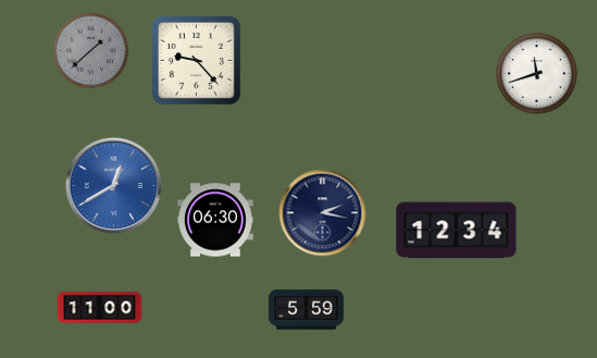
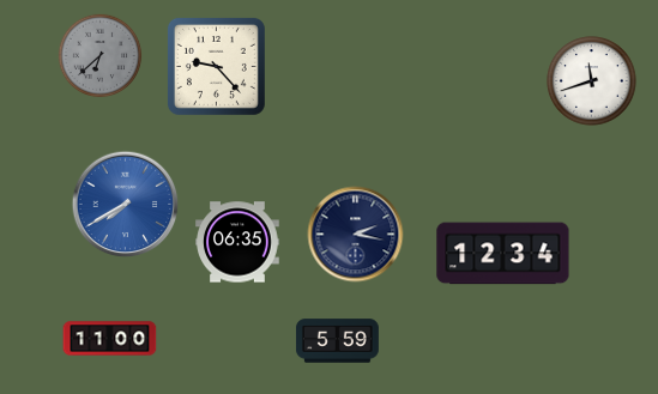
clock at (91, 51): 1:38 -> 6:38
clock at (114, 186): 12:40 -> 7:40
clock at (215, 220): 06:30 -> 06:35
